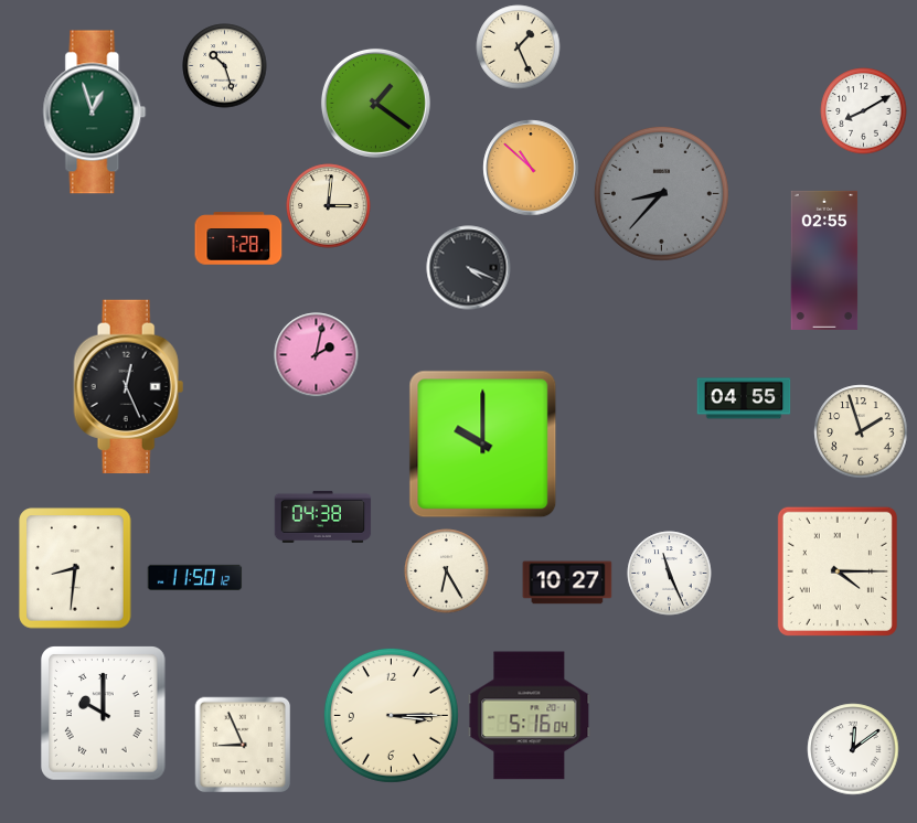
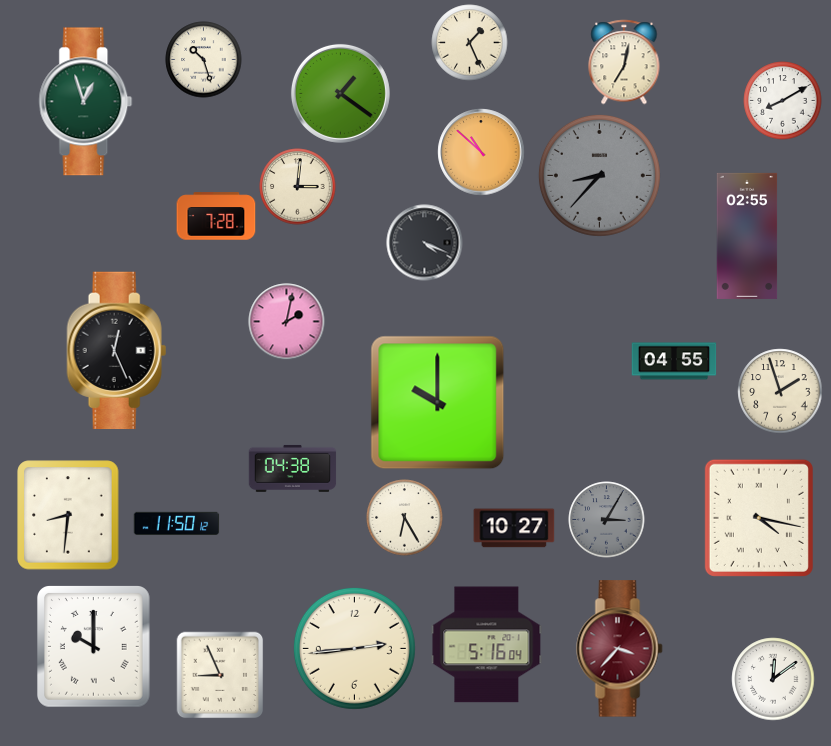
clock at (624, 62): none -> 7:02
clock at (838, 571): 4:15 -> 4:17
clock at (670, 574): 11:26 -> 3:05
clock at (670, 574) dial: white -> grey
clock at (391, 715): 3:15 -> 2:44
clock at (530, 716) position: (530, 716) -> (487, 645)
clock at (620, 649): none -> 3:37
